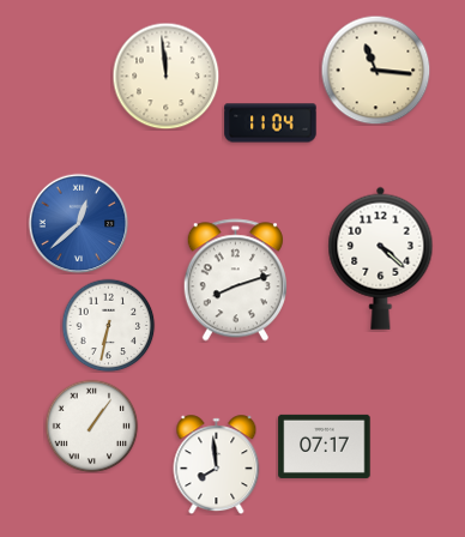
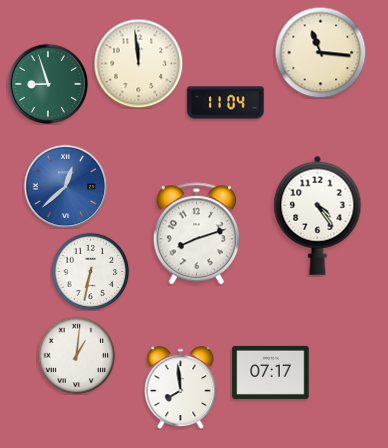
clock at (375, 70) position: (375, 70) -> (320, 52)
clock at (47, 83): none -> 8:57
clock at (381, 258): 4:22 -> 4:24
clock at (91, 426): 1:06 -> 1:01
